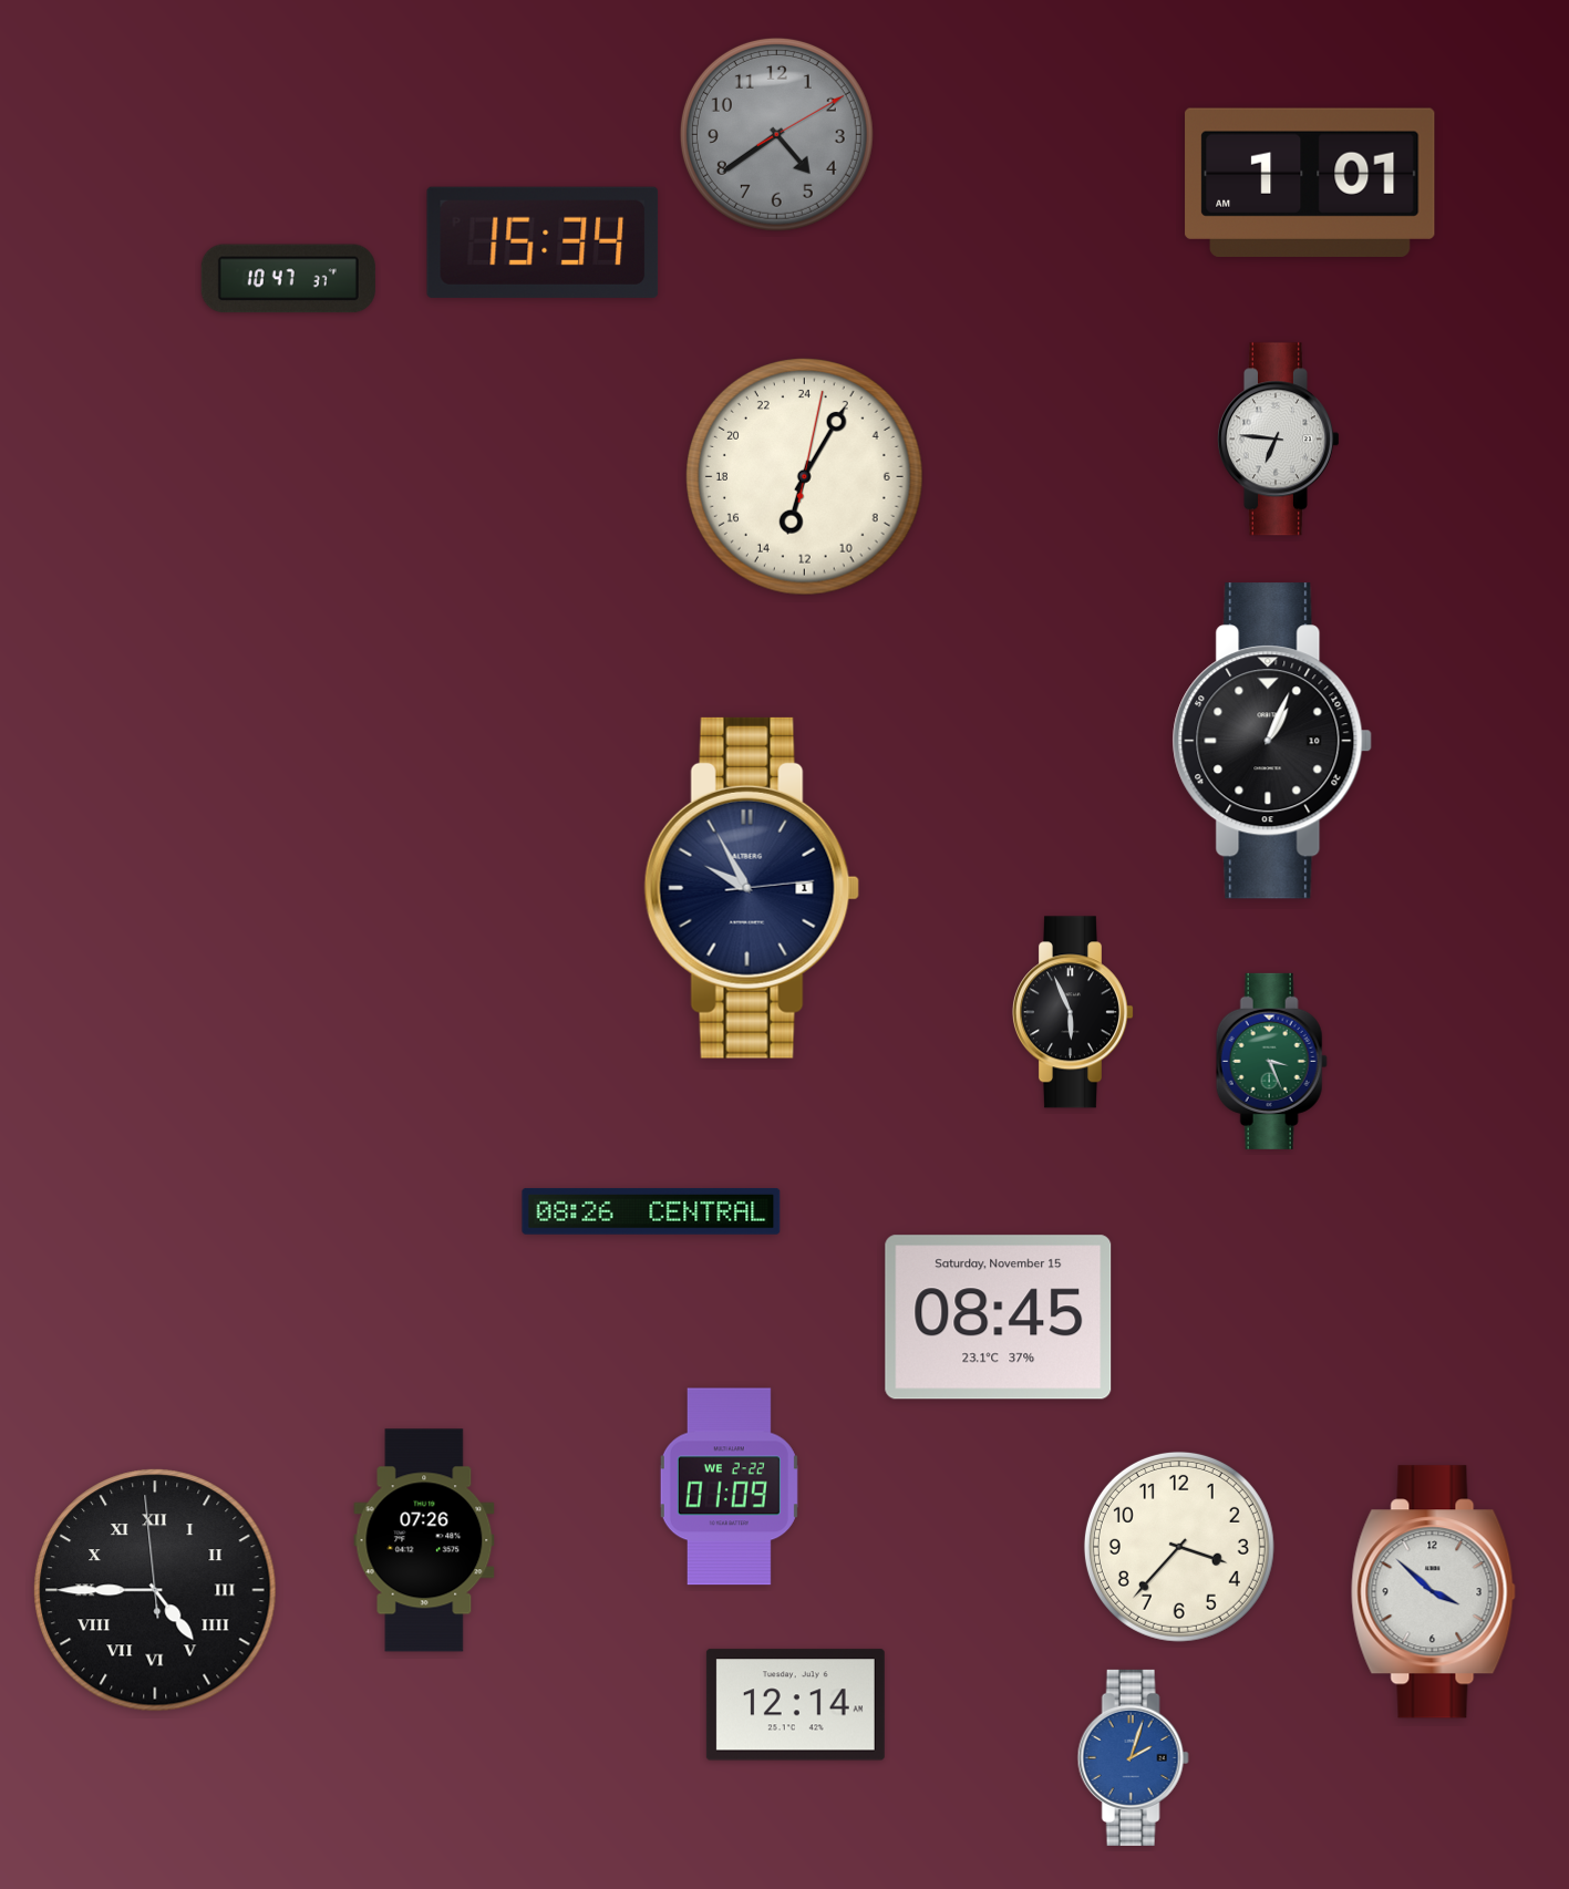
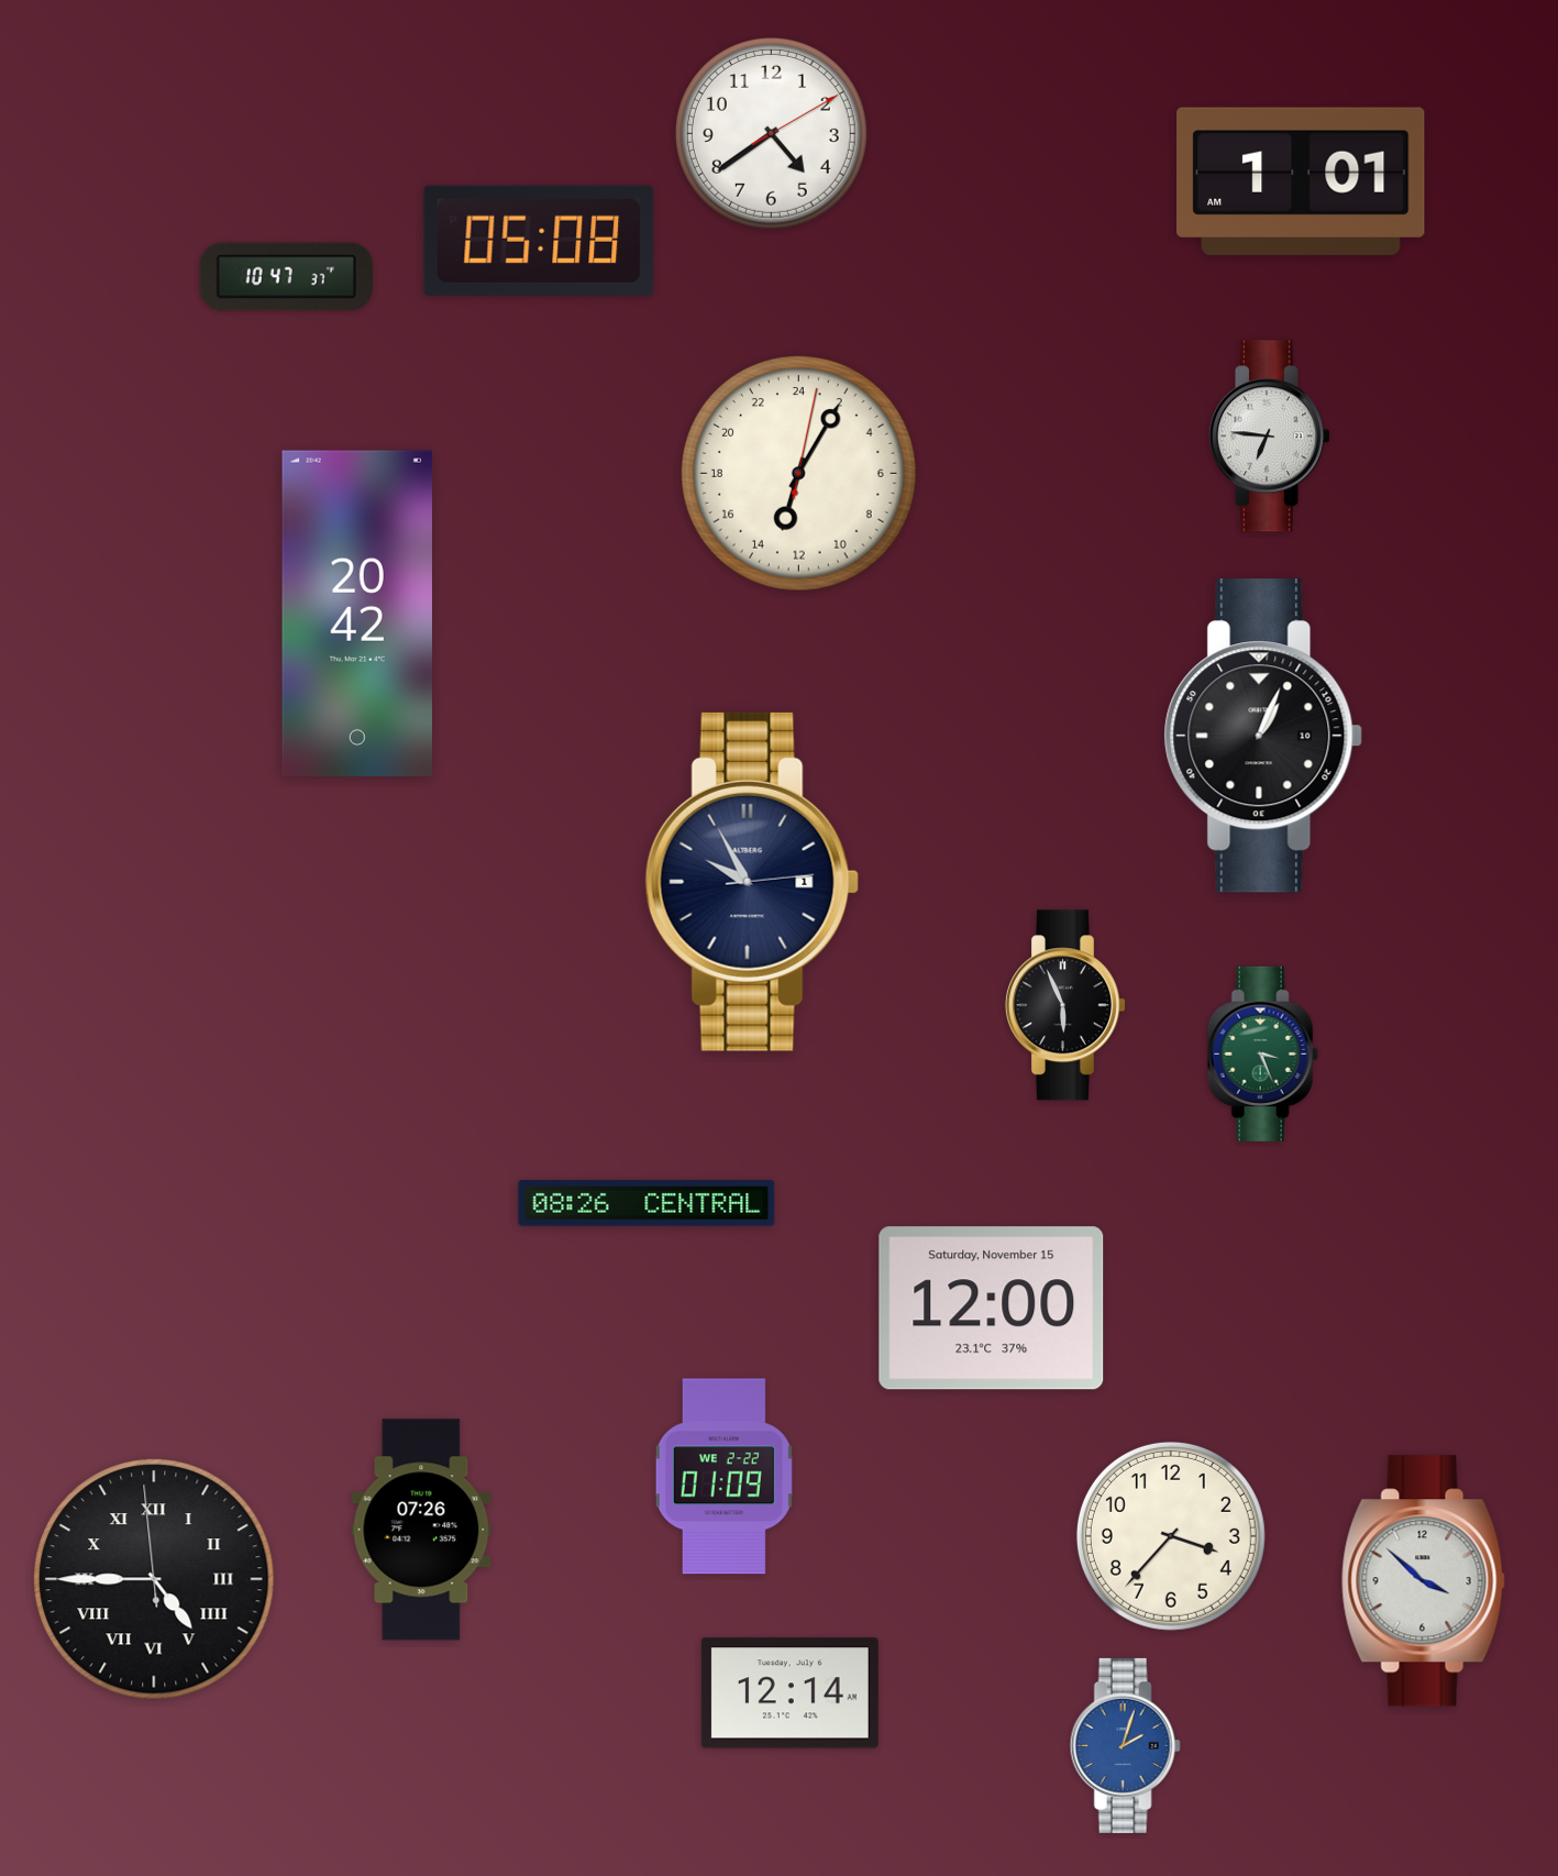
clock at (776, 134) dial: grey -> white
clock at (543, 242): 15:34 -> 05:08
clock at (357, 613): none -> 20:42
clock at (752, 888) position: (752, 888) -> (752, 882)
clock at (999, 1318): 08:45 -> 12:00
